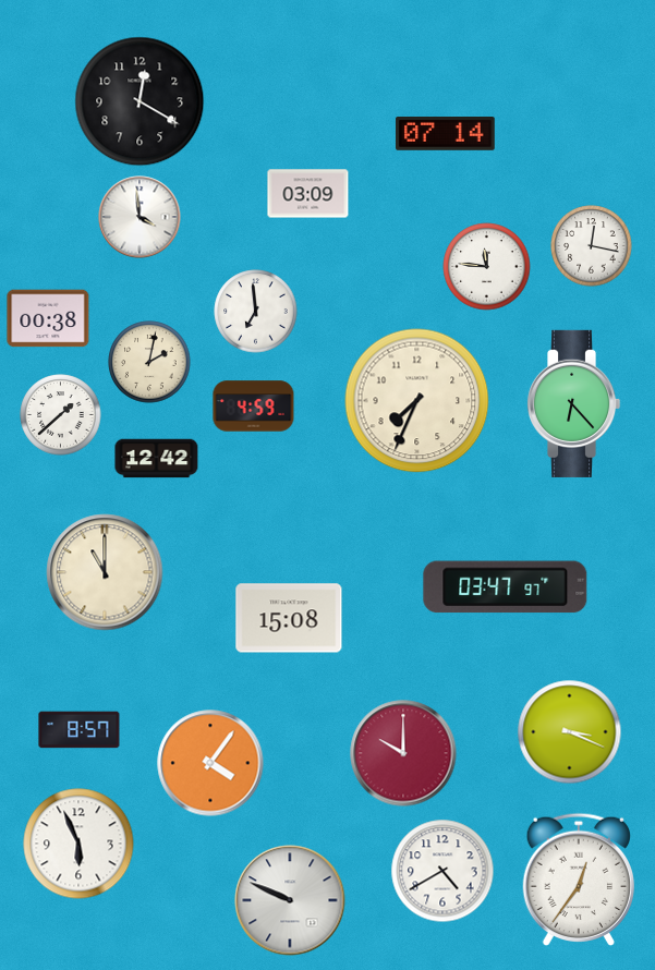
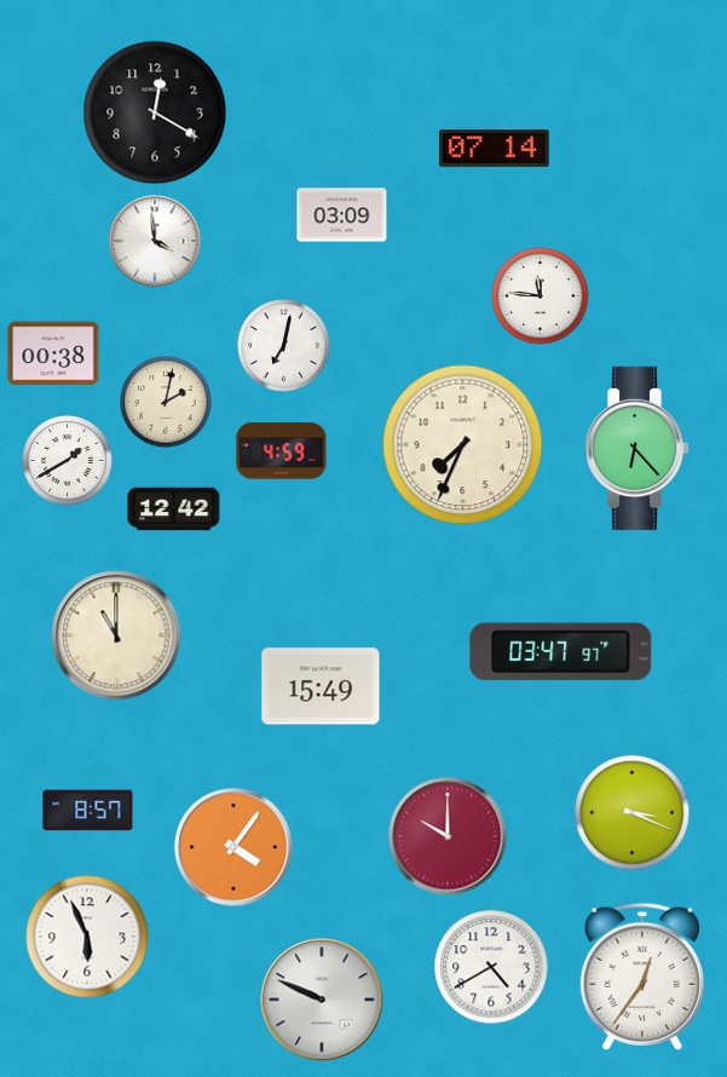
clock at (592, 246): 12:17 -> none
clock at (256, 312): 6:59 -> 7:02
clock at (61, 415): 1:38 -> 1:40
clock at (289, 618): 15:08 -> 15:49
